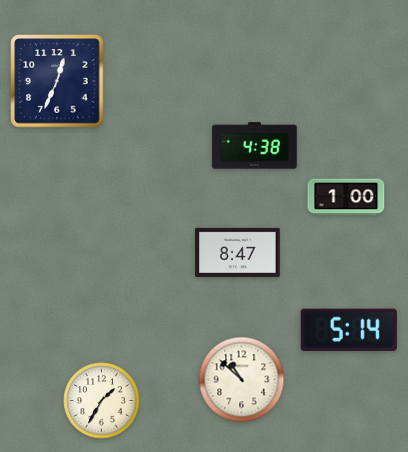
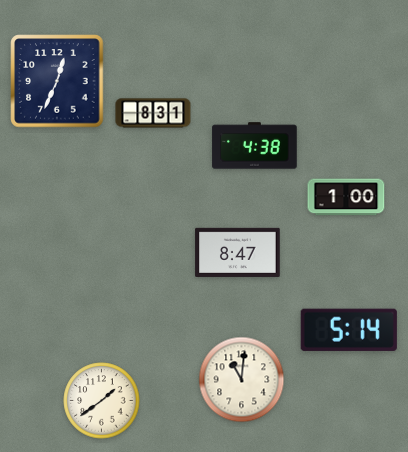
clock at (153, 113): none -> 8:31
clock at (242, 380): 10:52 -> 11:01
clock at (102, 401): 1:35 -> 1:39
